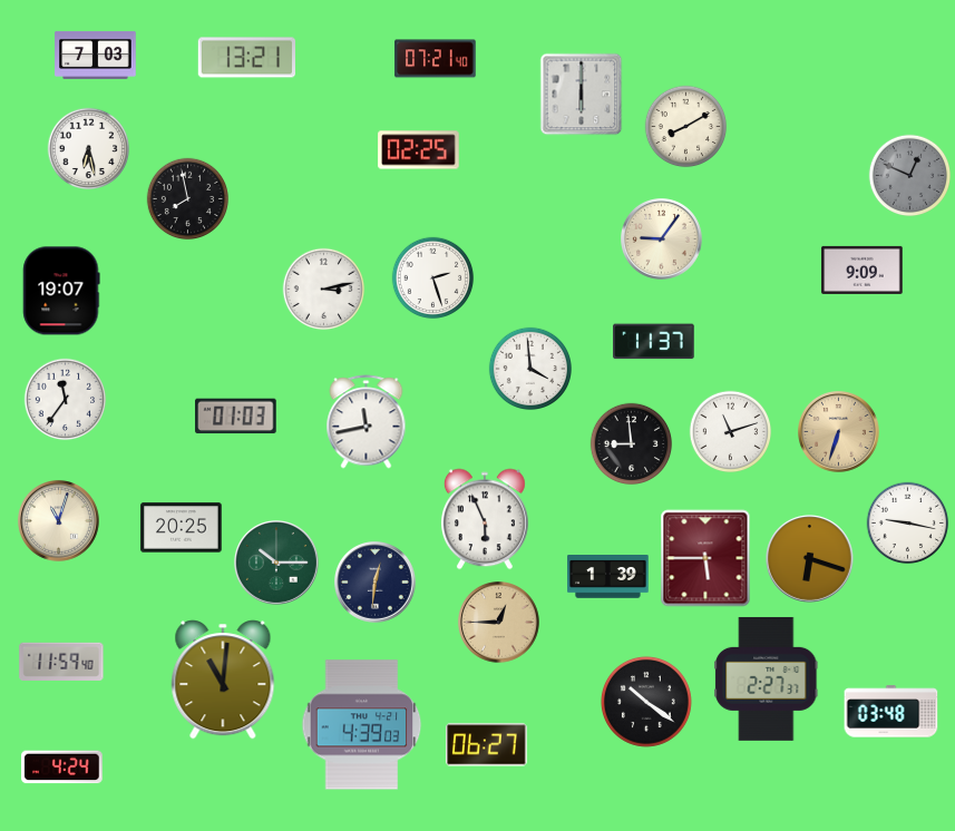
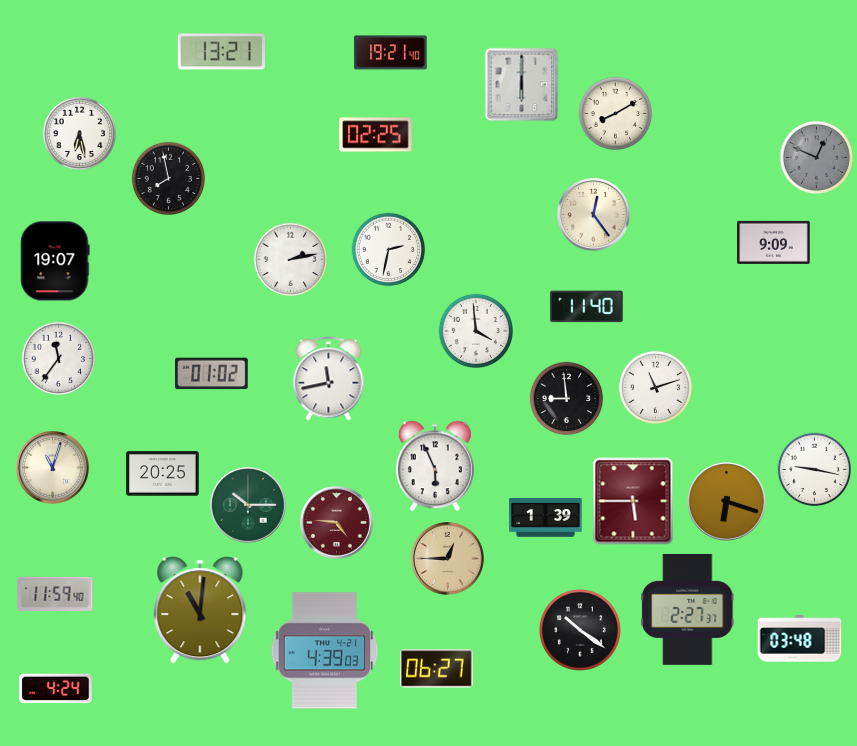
clock at (96, 56): 7:03 -> none
clock at (436, 59): 07:21 -> 19:21
clock at (662, 239): 9:06 -> 12:24
clock at (433, 278): 2:27 -> 2:32
clock at (324, 290): 3:13 -> 2:13
clock at (654, 342): 11:37 -> 11:40
clock at (236, 417): 01:03 -> 01:02
clock at (839, 432): 6:33 -> none
clock at (376, 583): 12:31 -> 4:46
clock at (376, 583) dial: navy -> burgundy
